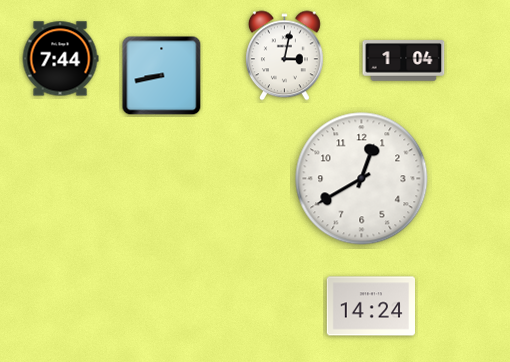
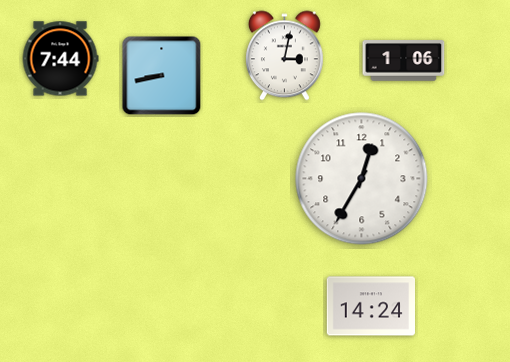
clock at (404, 61): 1:04 -> 1:06
clock at (362, 179): 12:40 -> 12:35
